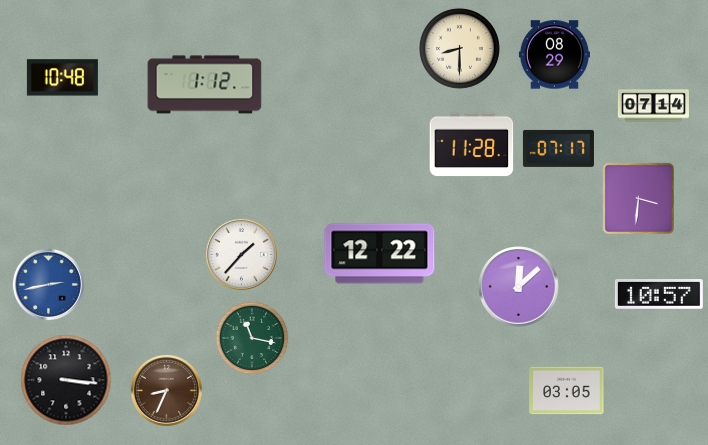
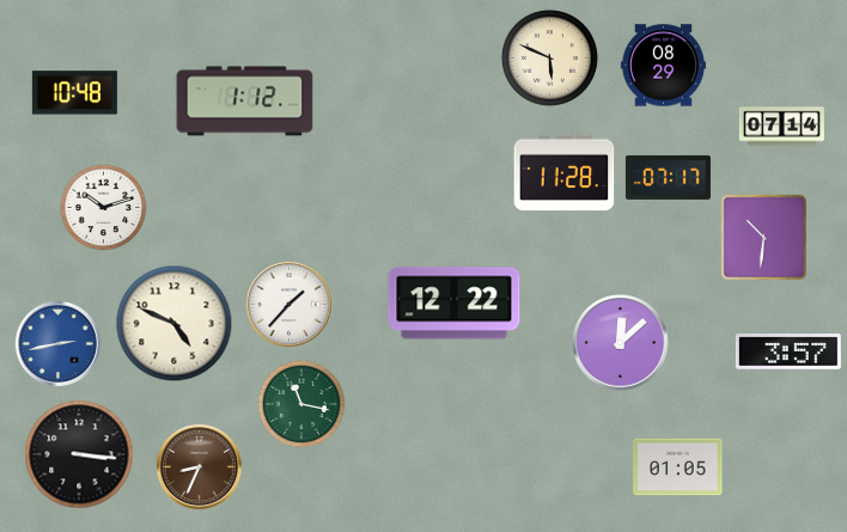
clock at (459, 48): 8:30 -> 5:49
clock at (104, 208): none -> 10:12
clock at (638, 198): 3:31 -> 10:31
clock at (175, 324): none -> 4:49
clock at (48, 284) position: (48, 284) -> (57, 343)
clock at (659, 295): 10:57 -> 3:57
clock at (567, 391): 03:05 -> 01:05
